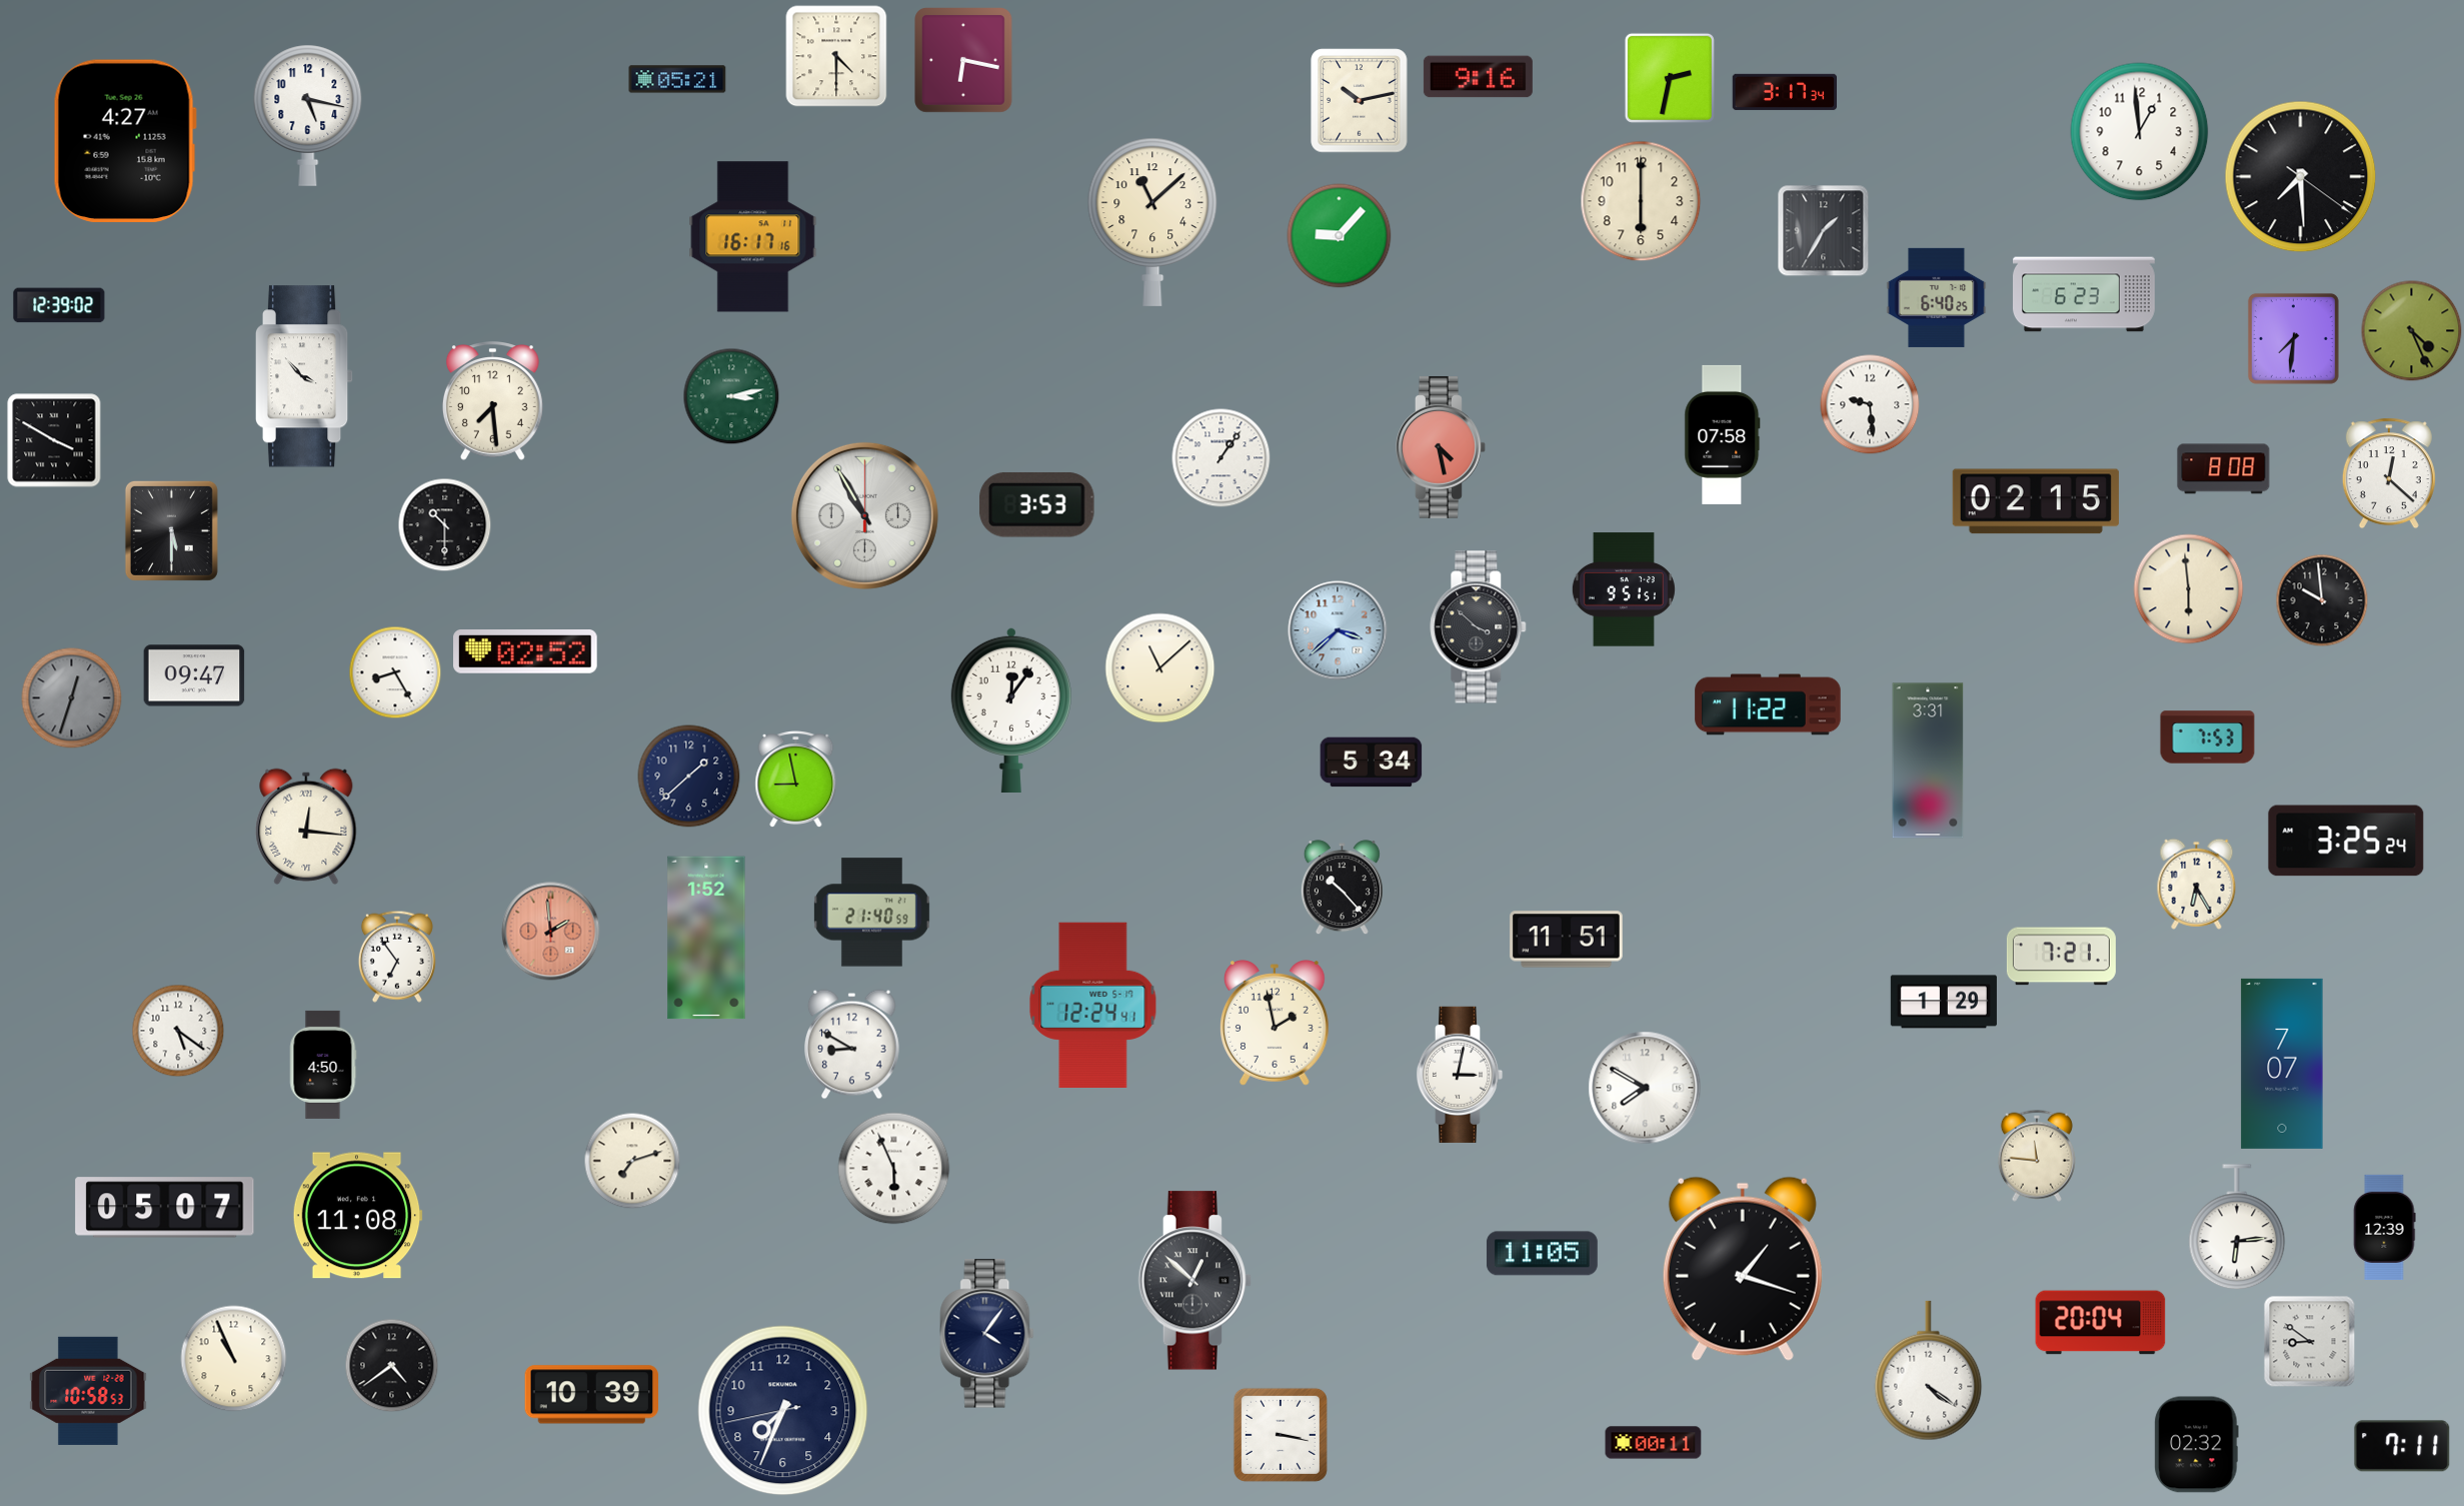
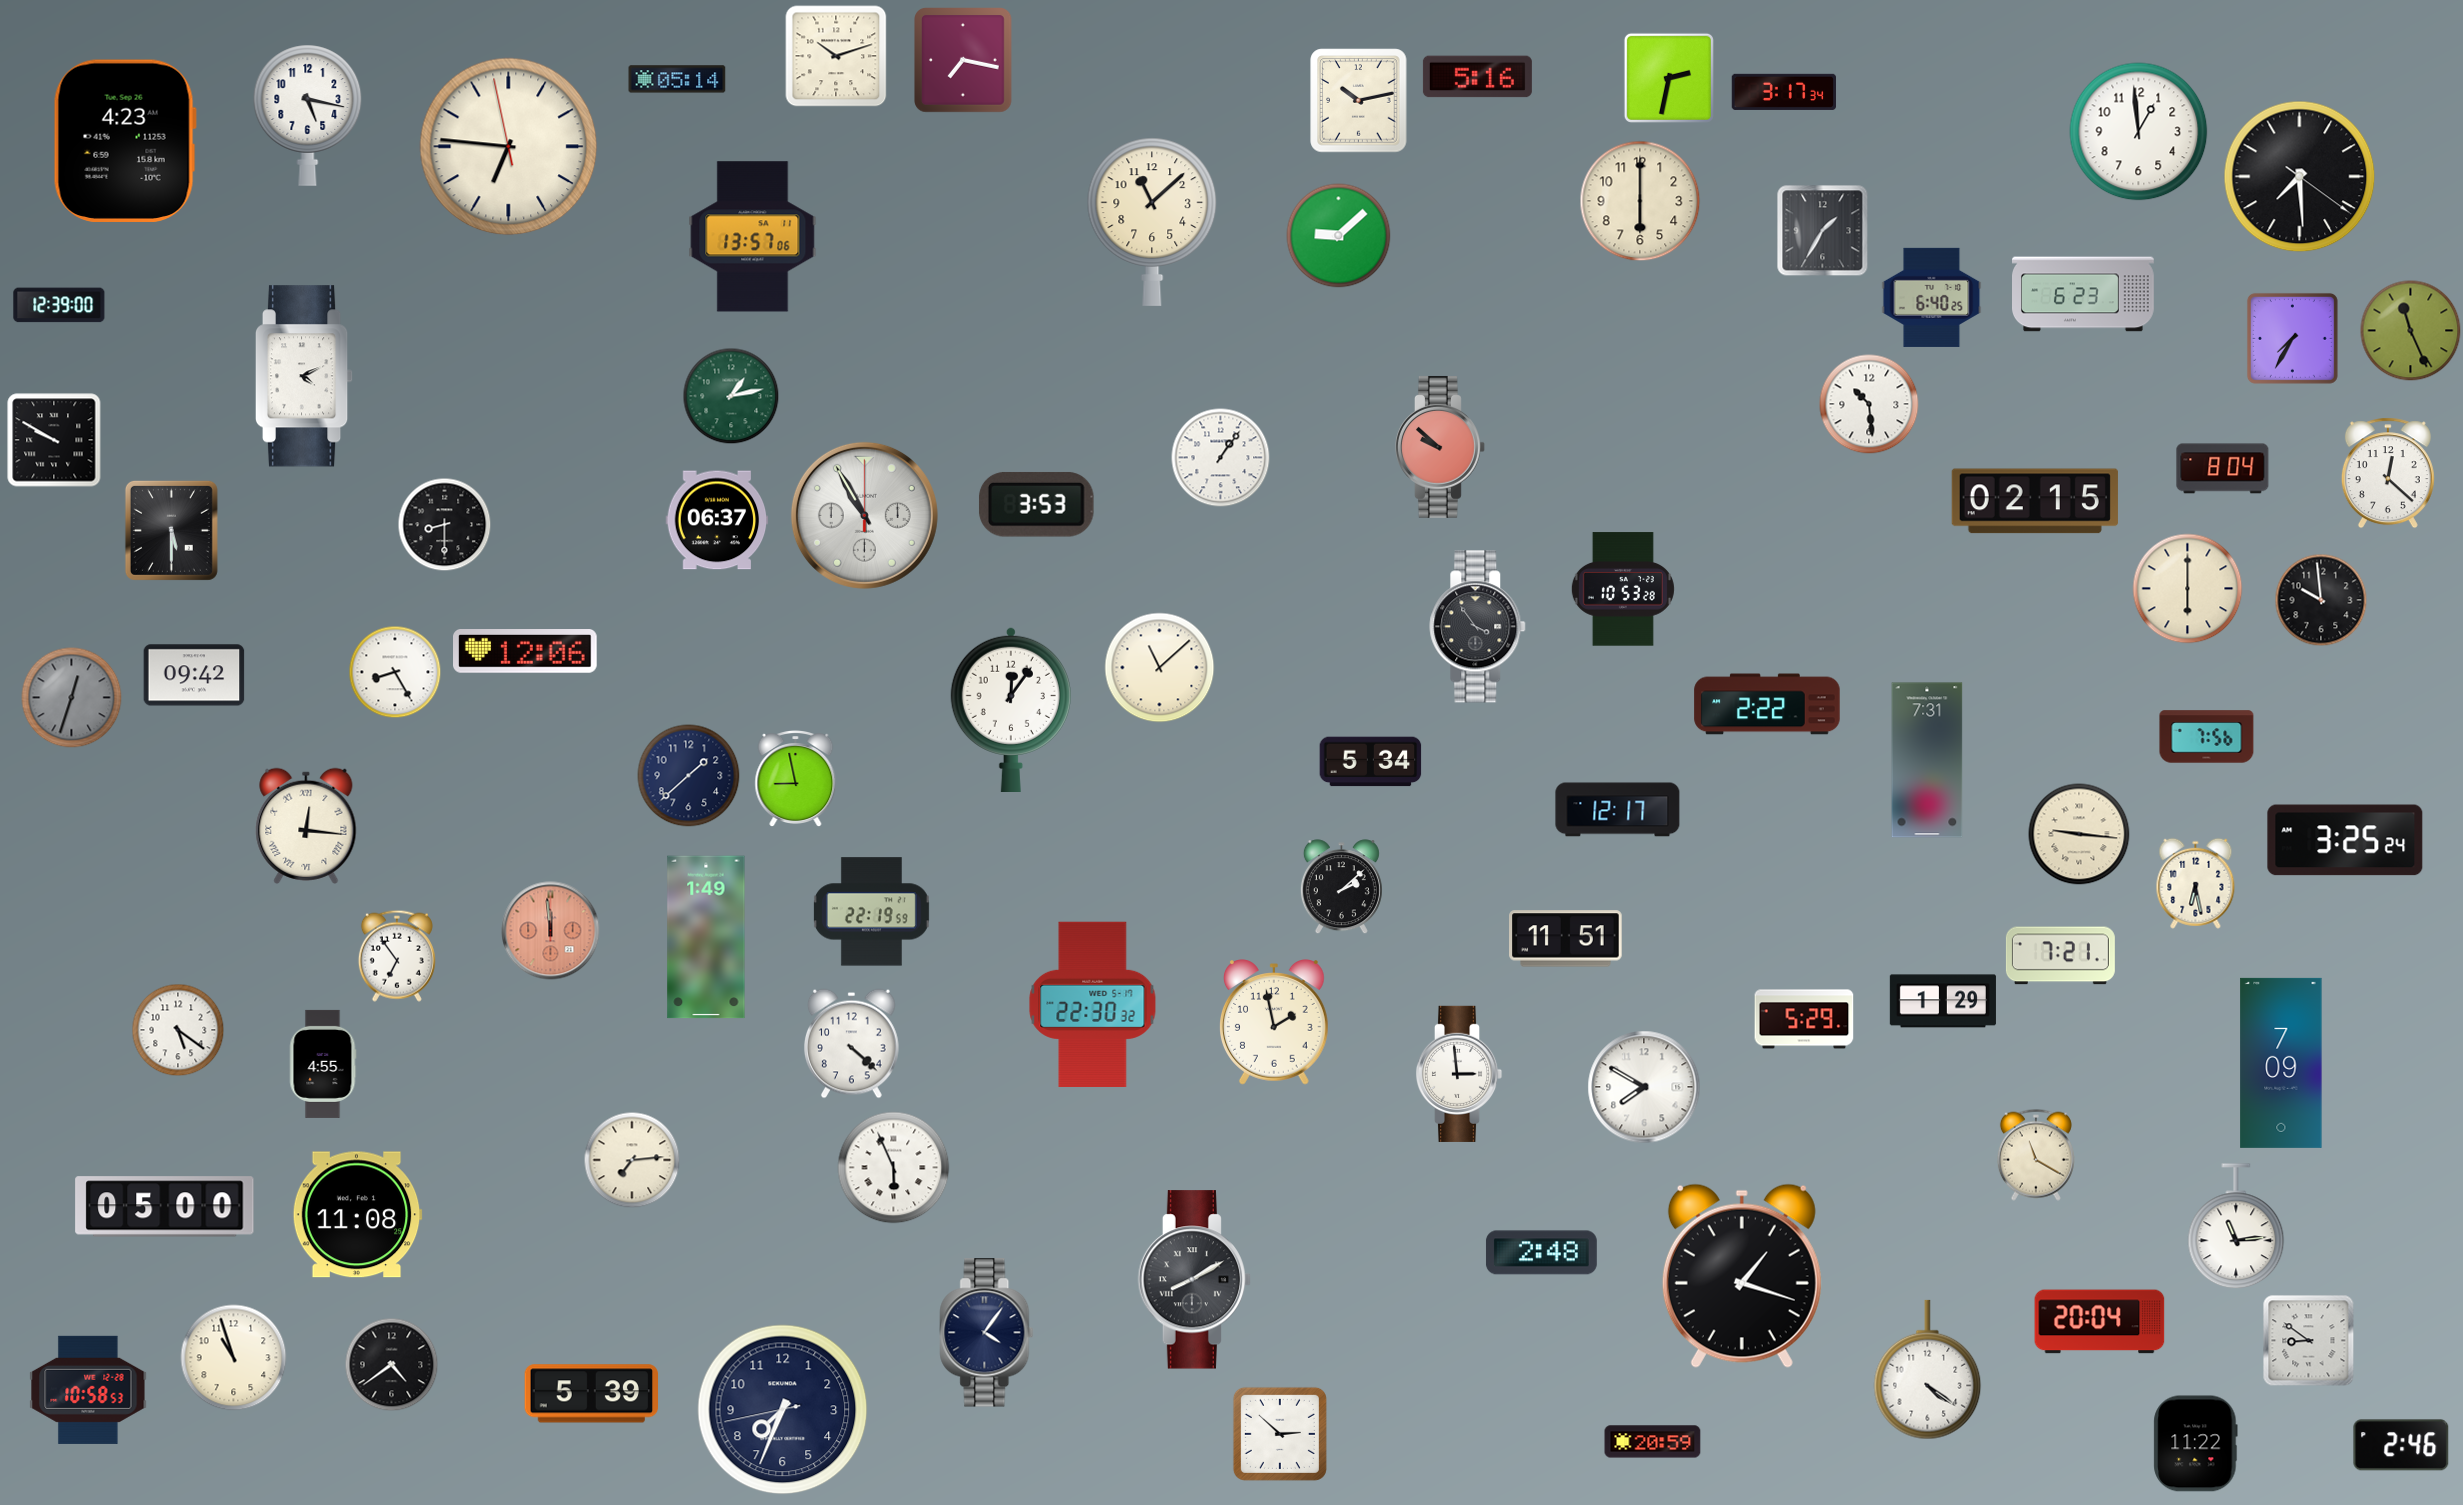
clock at (836, 56): 4:30 -> 10:12
clock at (964, 61): 6:17 -> 7:17
clock at (1478, 77): 9:16 -> 5:16
clock at (677, 79): 05:21 -> 05:14
clock at (125, 141): 4:27 -> 4:23
clock at (509, 147): none -> 6:45
clock at (1340, 236): 9:07 -> 9:08
clock at (753, 237): 16:17 -> 13:57
clock at (1937, 297) position: (1937, 297) -> (1932, 297)
clock at (59, 305): 12:39:02 -> 12:39:00
clock at (2412, 331): 4:26 -> 11:26
clock at (2293, 338): 7:31 -> 7:35
clock at (304, 376): 3:53 -> 4:11
clock at (731, 396): 3:13 -> 1:13
clock at (492, 401): 7:29 -> none
clock at (1870, 404): 9:29 -> 10:29
clock at (1723, 434): 07:58 -> none
clock at (54, 440): 3:50 -> 9:50
clock at (1441, 447): 4:28 -> 9:52
clock at (2224, 469): 8:08 -> 8:04
clock at (717, 520): none -> 06:37
clock at (445, 525): 10:30 -> 8:30
clock at (1624, 589): 9:51 -> 10:53
clock at (2189, 589): 5:59 -> 6:00
clock at (1479, 627): 3:52 -> 3:54
clock at (1338, 630): 3:38 -> none
clock at (526, 652): 02:52 -> 12:06
clock at (194, 675): 09:47 -> 09:42
clock at (1768, 704): 11:22 -> 2:22
clock at (2208, 737): 7:53 -> 7:56
clock at (1928, 761): 3:31 -> 7:31
clock at (1618, 810): none -> 12:17
clock at (2079, 834): none -> 9:16
clock at (2197, 884): 6:25 -> 6:28
clock at (1342, 888): 10:23 -> 2:08
clock at (871, 913): 21:40 -> 22:19
clock at (551, 932): 1:59 -> 11:59
clock at (706, 938): 1:52 -> 1:49
clock at (1093, 1005): 12:24 -> 22:30
clock at (1804, 1019): none -> 5:29
clock at (851, 1045): 8:50 -> 4:22
clock at (2282, 1064): 7:07 -> 7:09
clock at (323, 1065): 4:50 -> 4:55
clock at (1460, 1075): 3:02 -> 2:59
clock at (2037, 1156): 11:46 -> 11:20
clock at (632, 1161): 7:12 -> 7:14
clock at (165, 1208): 05:07 -> 05:00
clock at (2385, 1227): 12:39 -> none
clock at (2237, 1228): 6:14 -> 11:14
clock at (1542, 1254): 11:05 -> 2:48
clock at (1743, 1269) position: (1743, 1269) -> (1742, 1276)
clock at (1195, 1281): 12:52 -> 8:10
clock at (234, 1359): 10:56 -> 10:57
clock at (592, 1395): 10:39 -> 5:39
clock at (1281, 1435): 3:17 -> 2:52
clock at (1654, 1443): 00:11 -> 20:59
clock at (2197, 1445): 02:32 -> 11:22
clock at (2402, 1446): 7:11 -> 2:46
